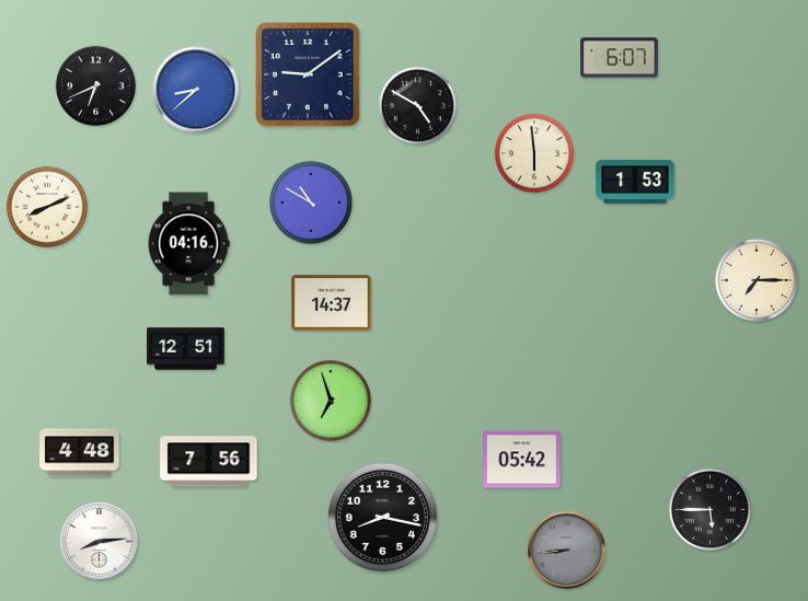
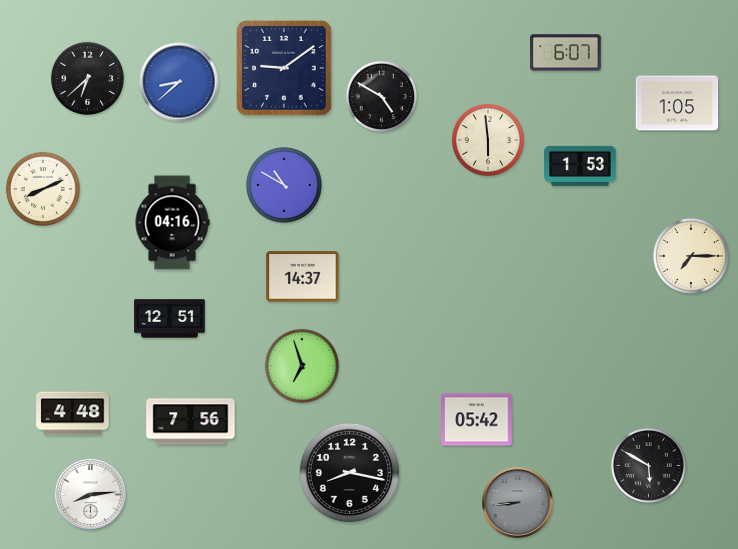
clock at (308, 74) position: (308, 74) -> (284, 68)
clock at (95, 85): 6:41 -> 6:38
clock at (677, 103): none -> 1:05
clock at (709, 509): 5:45 -> 5:50
